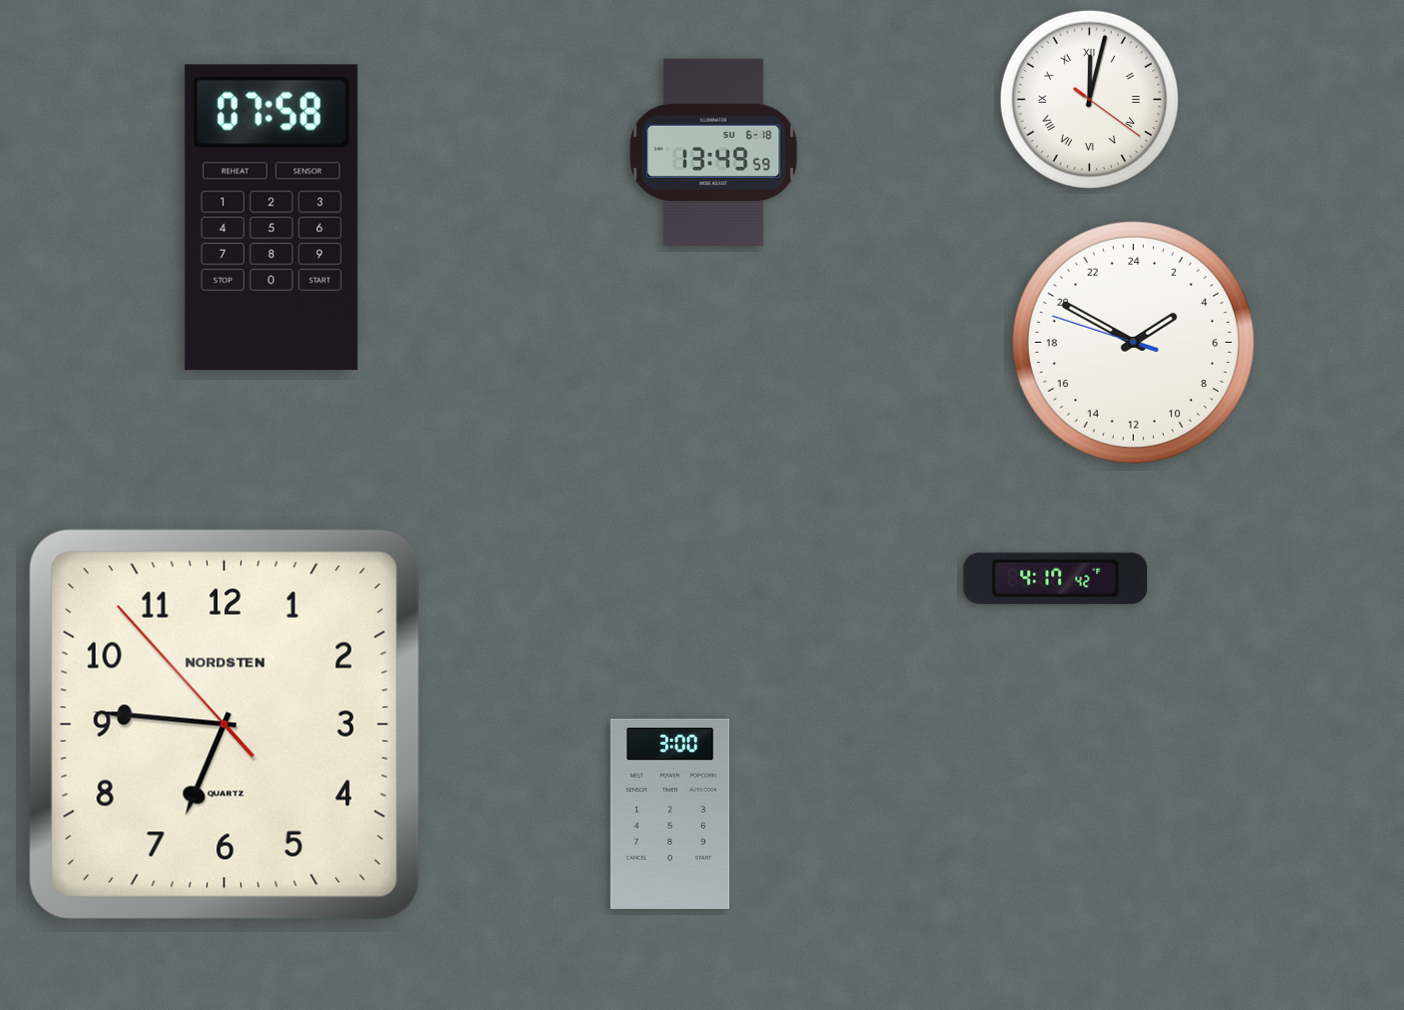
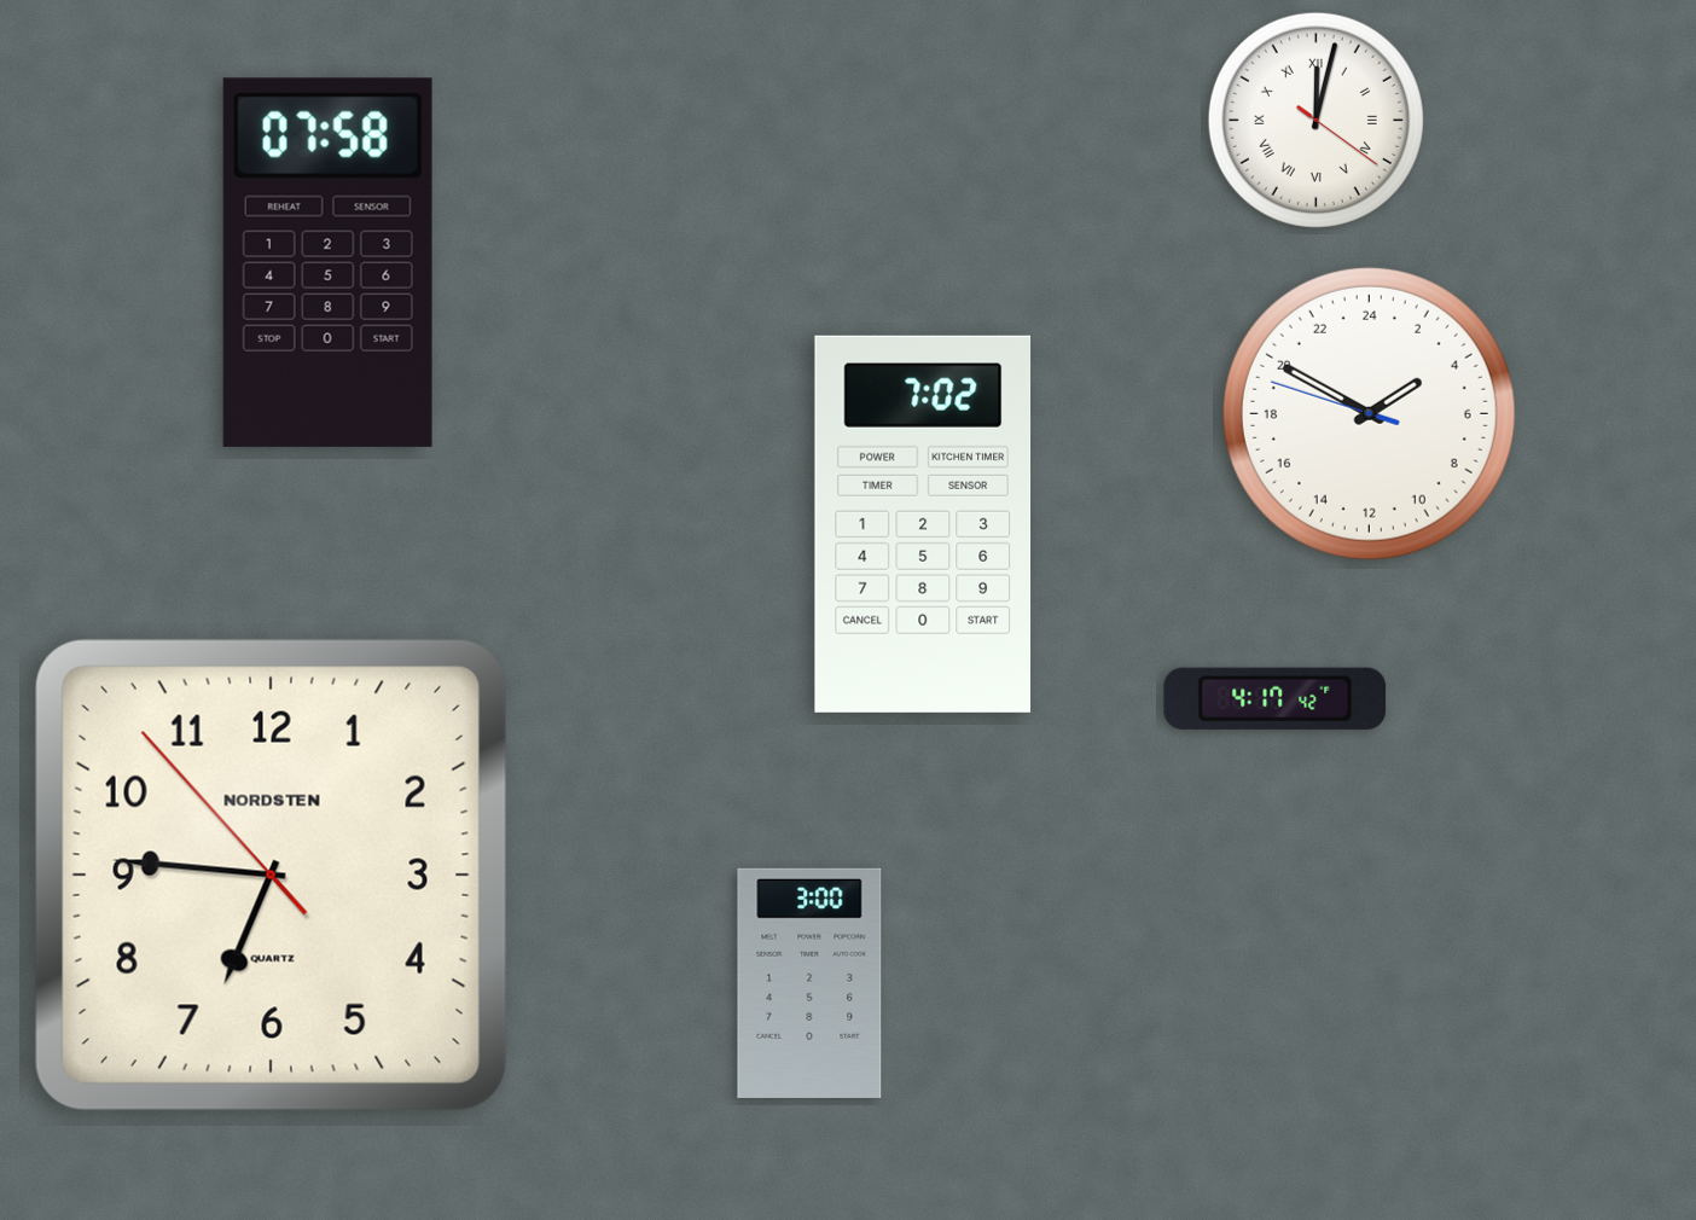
clock at (714, 153): 13:49 -> none
clock at (923, 524): none -> 7:02
